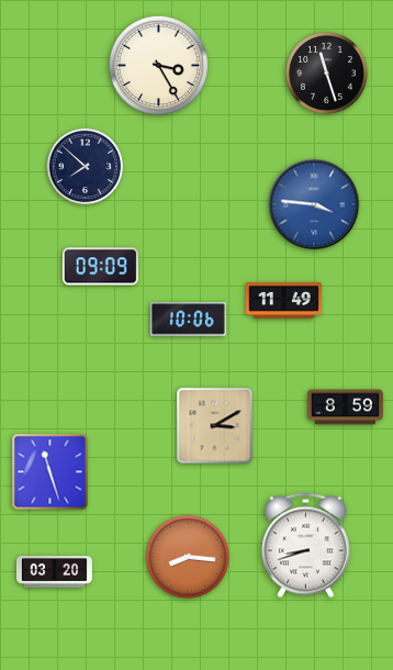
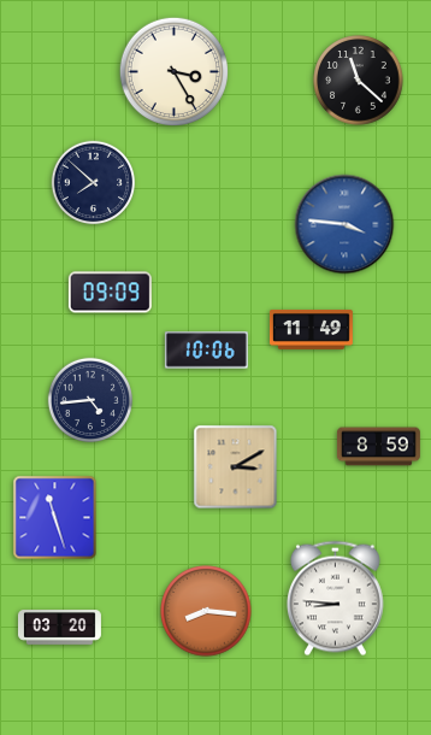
clock at (327, 74): 11:27 -> 11:22
clock at (89, 399): none -> 4:44
clock at (305, 546): 8:42 -> 8:46
